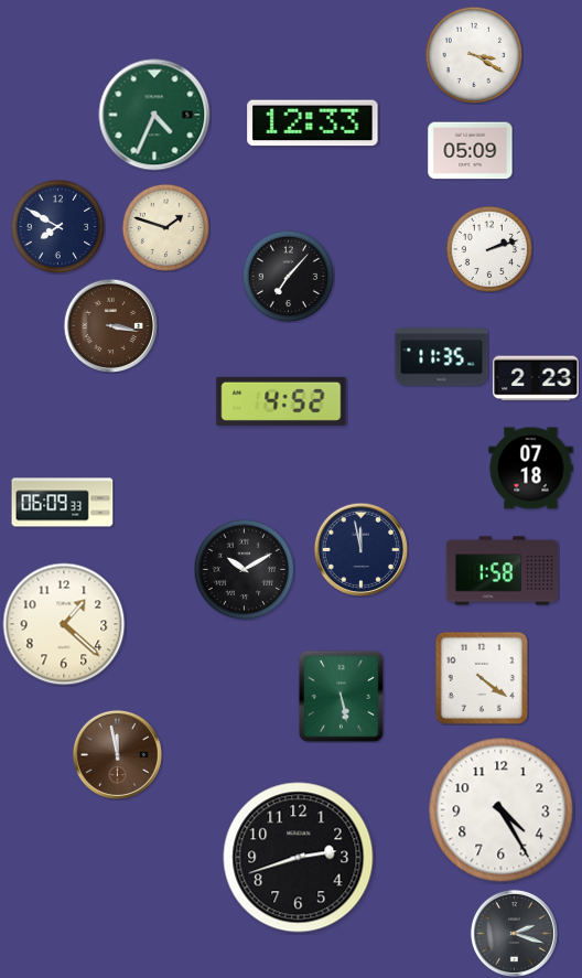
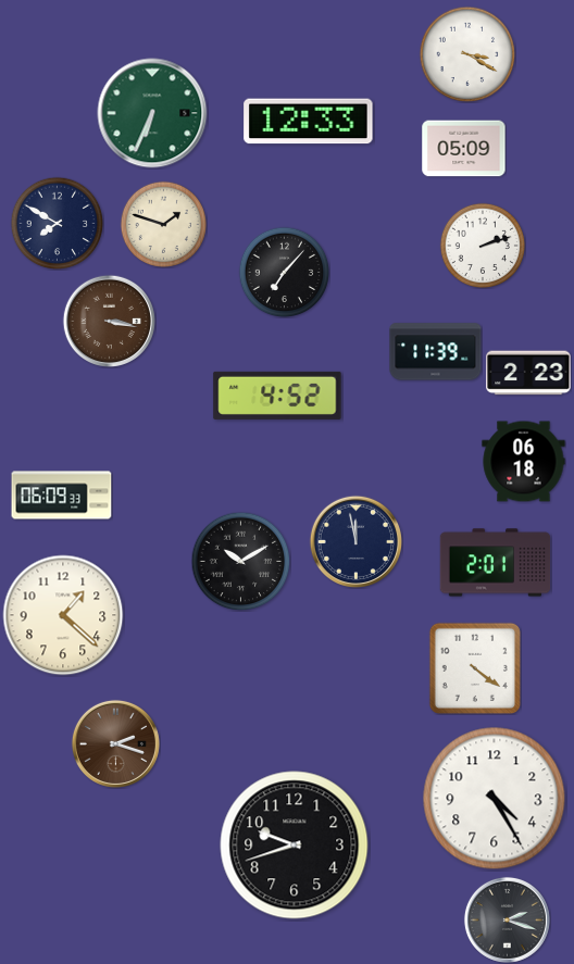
clock at (154, 115): 4:34 -> 6:34
clock at (442, 357): 11:35 -> 11:39
clock at (531, 469): 07:18 -> 06:18
clock at (503, 571): 1:58 -> 2:01
clock at (341, 696): 5:28 -> none
clock at (117, 754): 11:58 -> 2:18
clock at (299, 858): 2:42 -> 9:42
